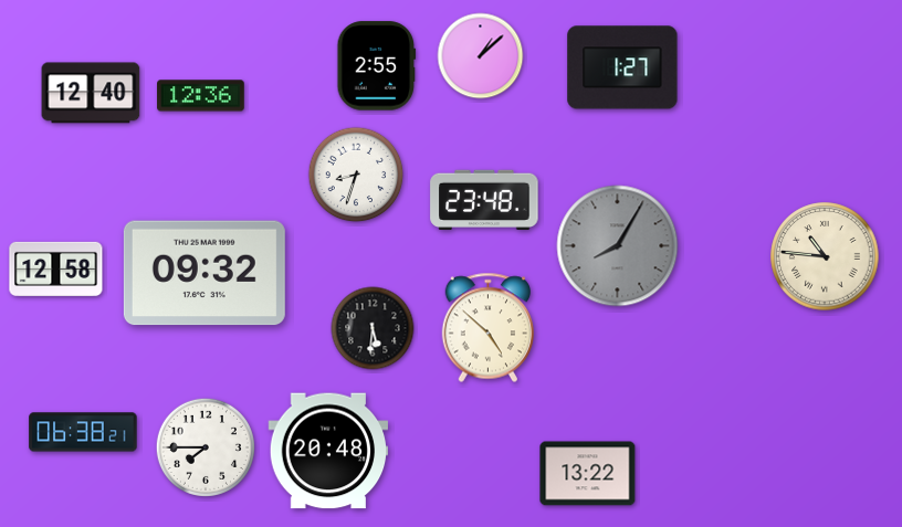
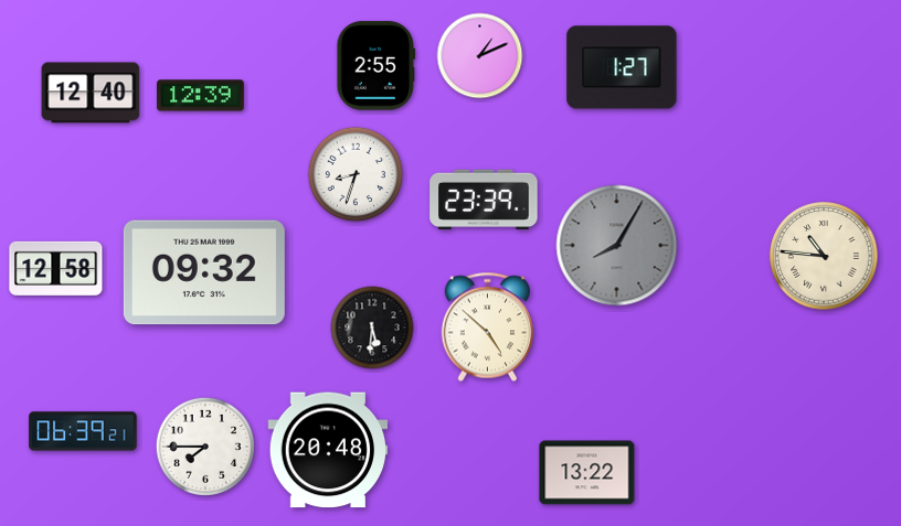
clock at (481, 56): 1:08 -> 1:11
clock at (201, 96): 12:36 -> 12:39
clock at (484, 199): 23:48 -> 23:39
clock at (83, 432): 06:38 -> 06:39
